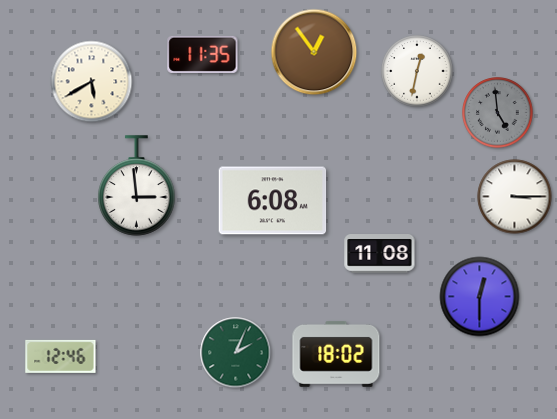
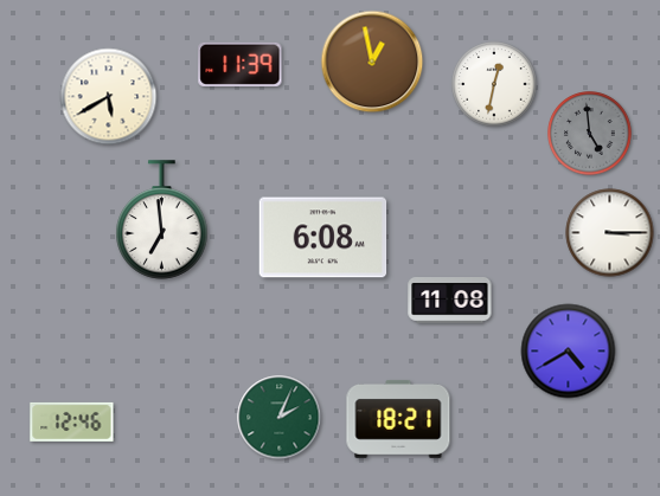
clock at (314, 52): 12:54 -> 12:58
clock at (203, 54): 11:35 -> 11:39
clock at (137, 186): 2:59 -> 6:59
clock at (480, 297): 12:30 -> 4:40
clock at (336, 354): 18:02 -> 18:21
